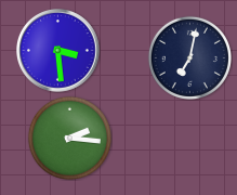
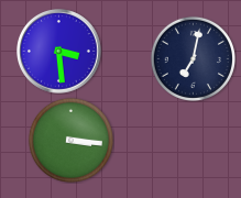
clock at (69, 138): 2:16 -> 3:16
